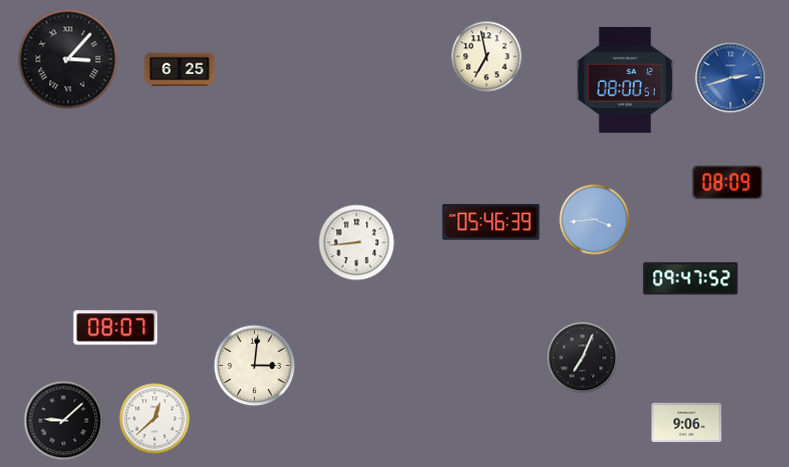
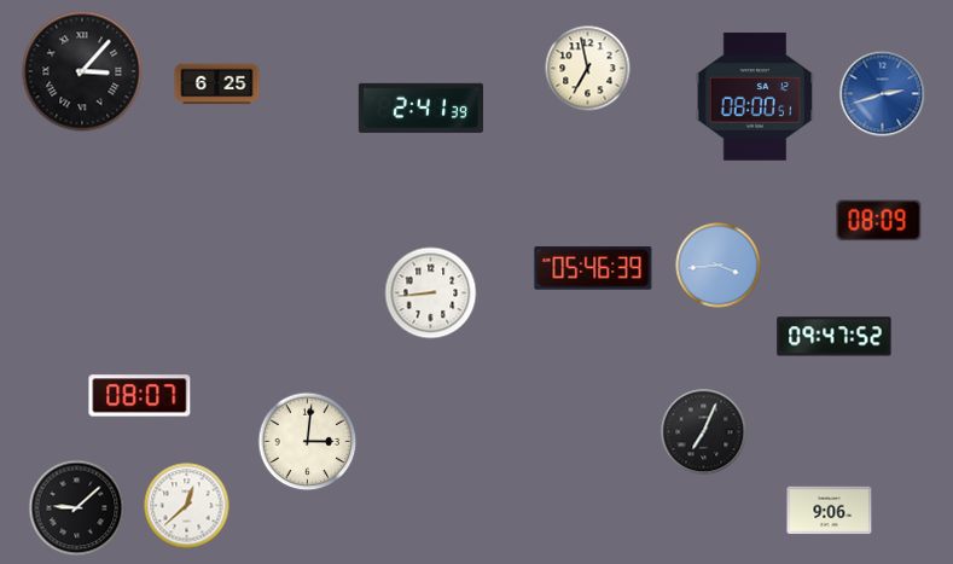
clock at (420, 107): none -> 2:41
